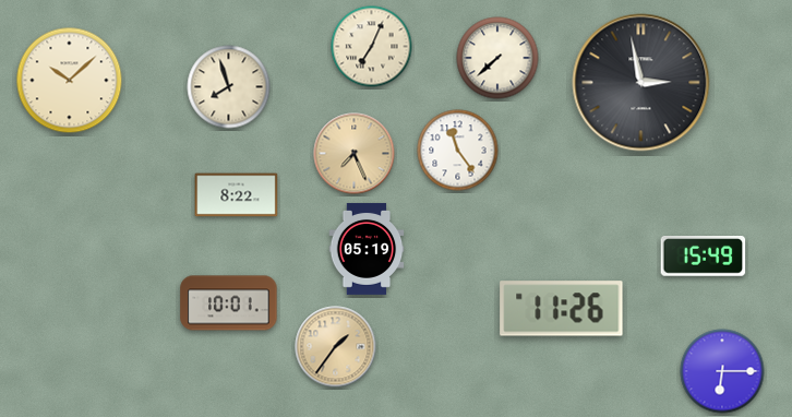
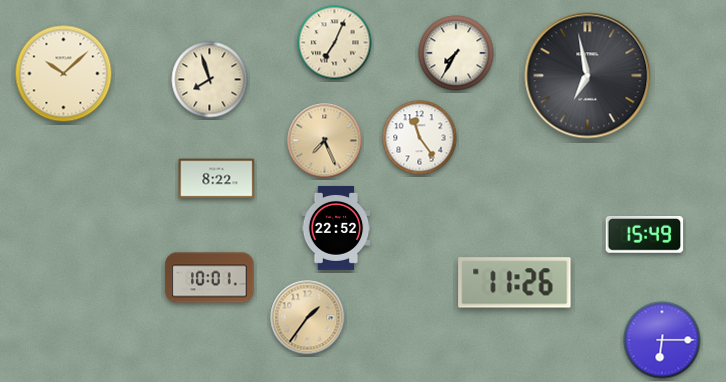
clock at (372, 47) position: (372, 47) -> (335, 43)
clock at (497, 58): 7:38 -> 7:35
clock at (641, 83): 2:58 -> 6:58
clock at (367, 249): 05:19 -> 22:52
